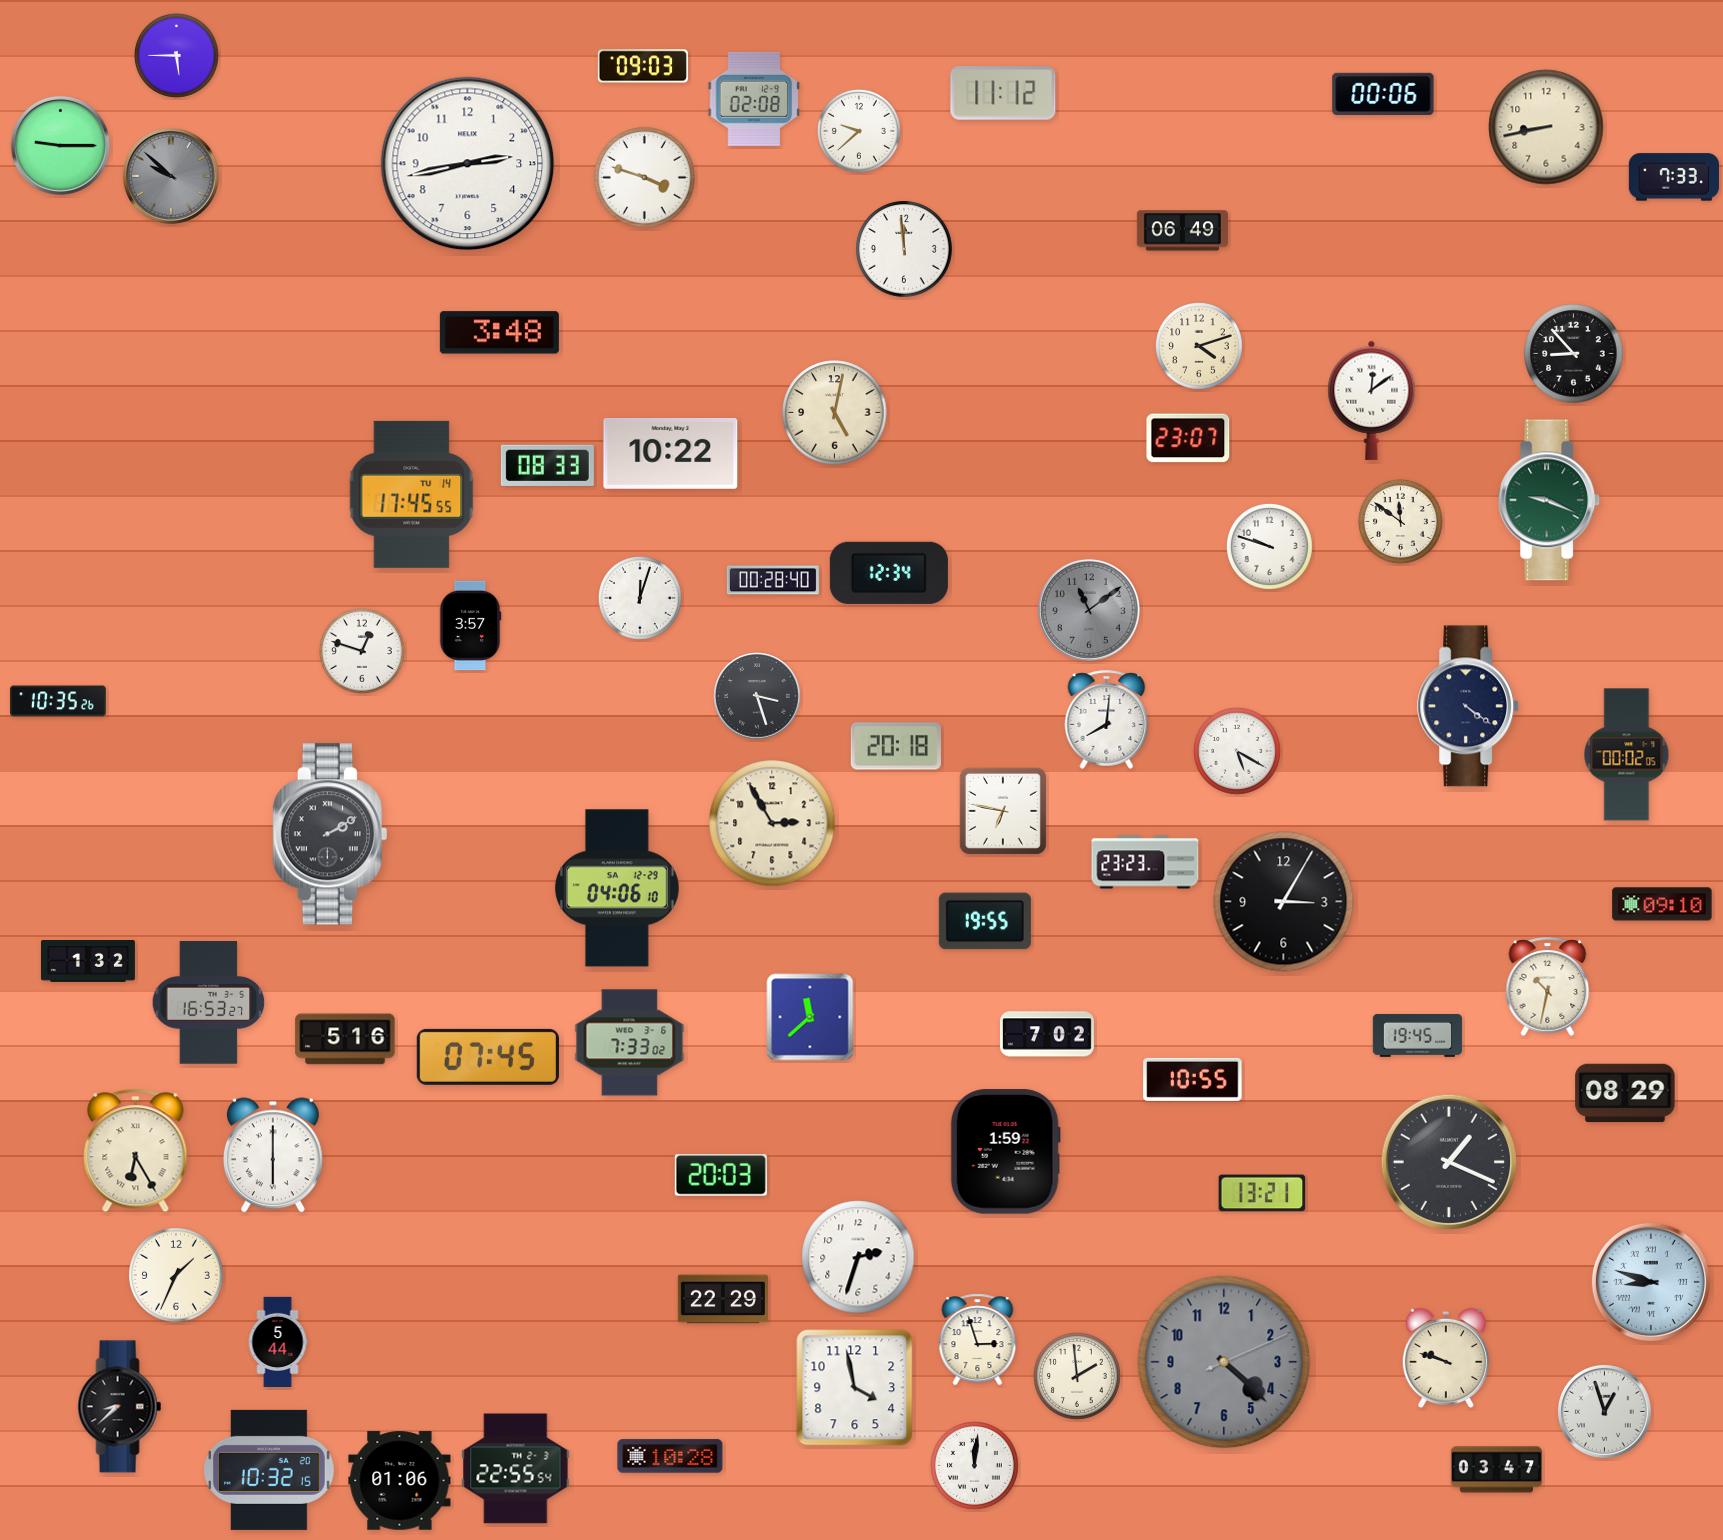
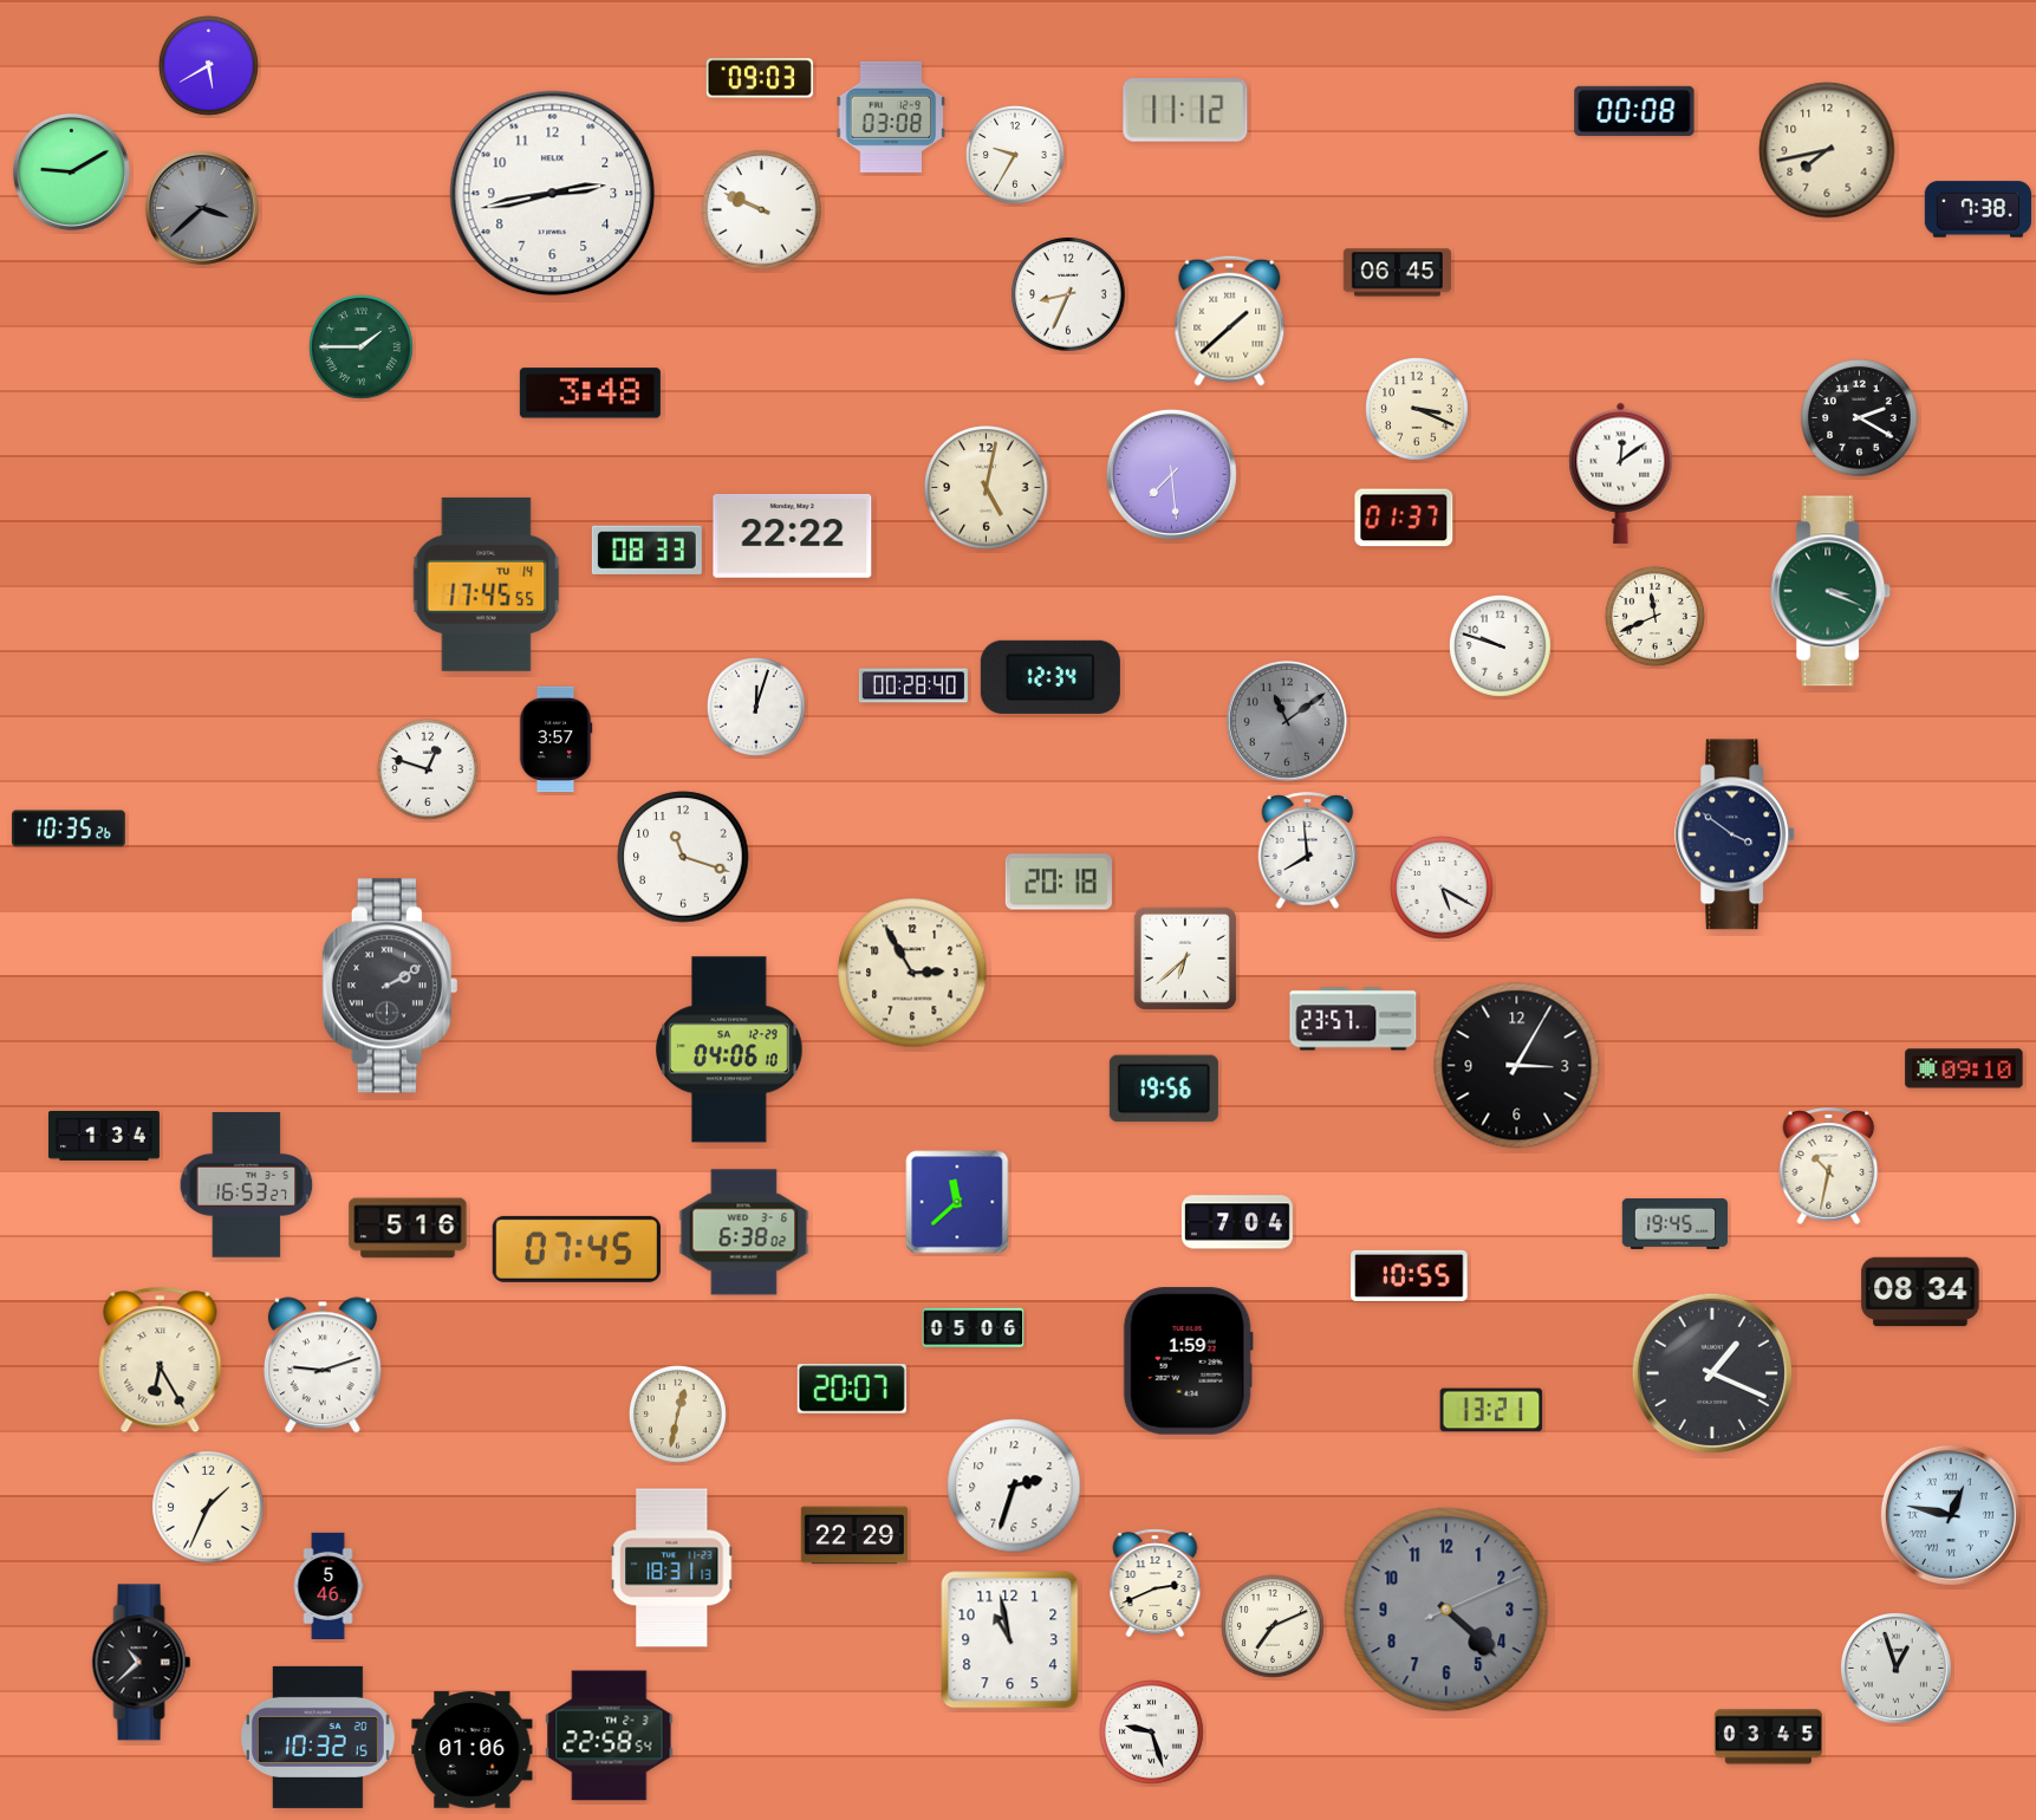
clock at (176, 55): 5:45 -> 5:40
clock at (1383, 94): 00:06 -> 00:08
clock at (754, 99): 02:08 -> 03:08
clock at (1546, 127): 8:43 -> 7:43
clock at (859, 131): 9:38 -> 9:35
clock at (60, 145): 9:15 -> 9:10
clock at (171, 176): 9:52 -> 3:38
clock at (1674, 177): 7:33 -> 7:38
clock at (645, 178): 3:48 -> 9:49
clock at (1182, 231): 06:49 -> 06:45
clock at (904, 249): 11:59 -> 8:34
clock at (1230, 320): none -> 1:38
clock at (362, 347): none -> 1:45
clock at (1200, 347): 4:12 -> 3:19
clock at (1574, 354): 8:53 -> 2:20
clock at (1171, 474): none -> 7:29
clock at (1188, 438): 23:07 -> 01:37
clock at (671, 454): 10:22 -> 22:22
clock at (1550, 500): 9:19 -> 3:19
clock at (1400, 521): 11:51 -> 11:41
clock at (758, 697): 3:27 -> none
clock at (1469, 706): 4:21 -> 3:51
clock at (1107, 719): 8:01 -> 7:59
clock at (683, 857): none -> 11:18
clock at (1238, 752) position: (1238, 752) -> (1443, 889)
clock at (1627, 755): 00:02 -> none
clock at (1003, 811): 6:47 -> 6:38
clock at (1145, 862): 23:23 -> 23:57
clock at (985, 921): 19:55 -> 19:56
clock at (88, 962): 1:32 -> 1:34
clock at (1047, 1034): 7:02 -> 7:04
clock at (630, 1043): 7:33 -> 6:38
clock at (1625, 1093): 08:29 -> 08:34
clock at (974, 1327): none -> 05:06
clock at (273, 1155): 6:00 -> 9:12
clock at (721, 1175): 20:03 -> 20:07
clock at (677, 1413): none -> 12:32
clock at (1651, 1282): 8:48 -> 12:47
clock at (672, 1568): none -> 18:31
clock at (978, 1340): 2:57 -> 2:41
clock at (278, 1341): 5:44 -> 5:46
clock at (1446, 1358): 9:48 -> none
clock at (1078, 1377): 1:59 -> 7:11
clock at (855, 1388): 3:58 -> 10:58
clock at (120, 1407): 8:38 -> 10:38
clock at (670, 1456): 10:28 -> none
clock at (975, 1466): 12:01 -> 9:27
clock at (516, 1469): 22:55 -> 22:58
clock at (1496, 1470): 03:47 -> 03:45
